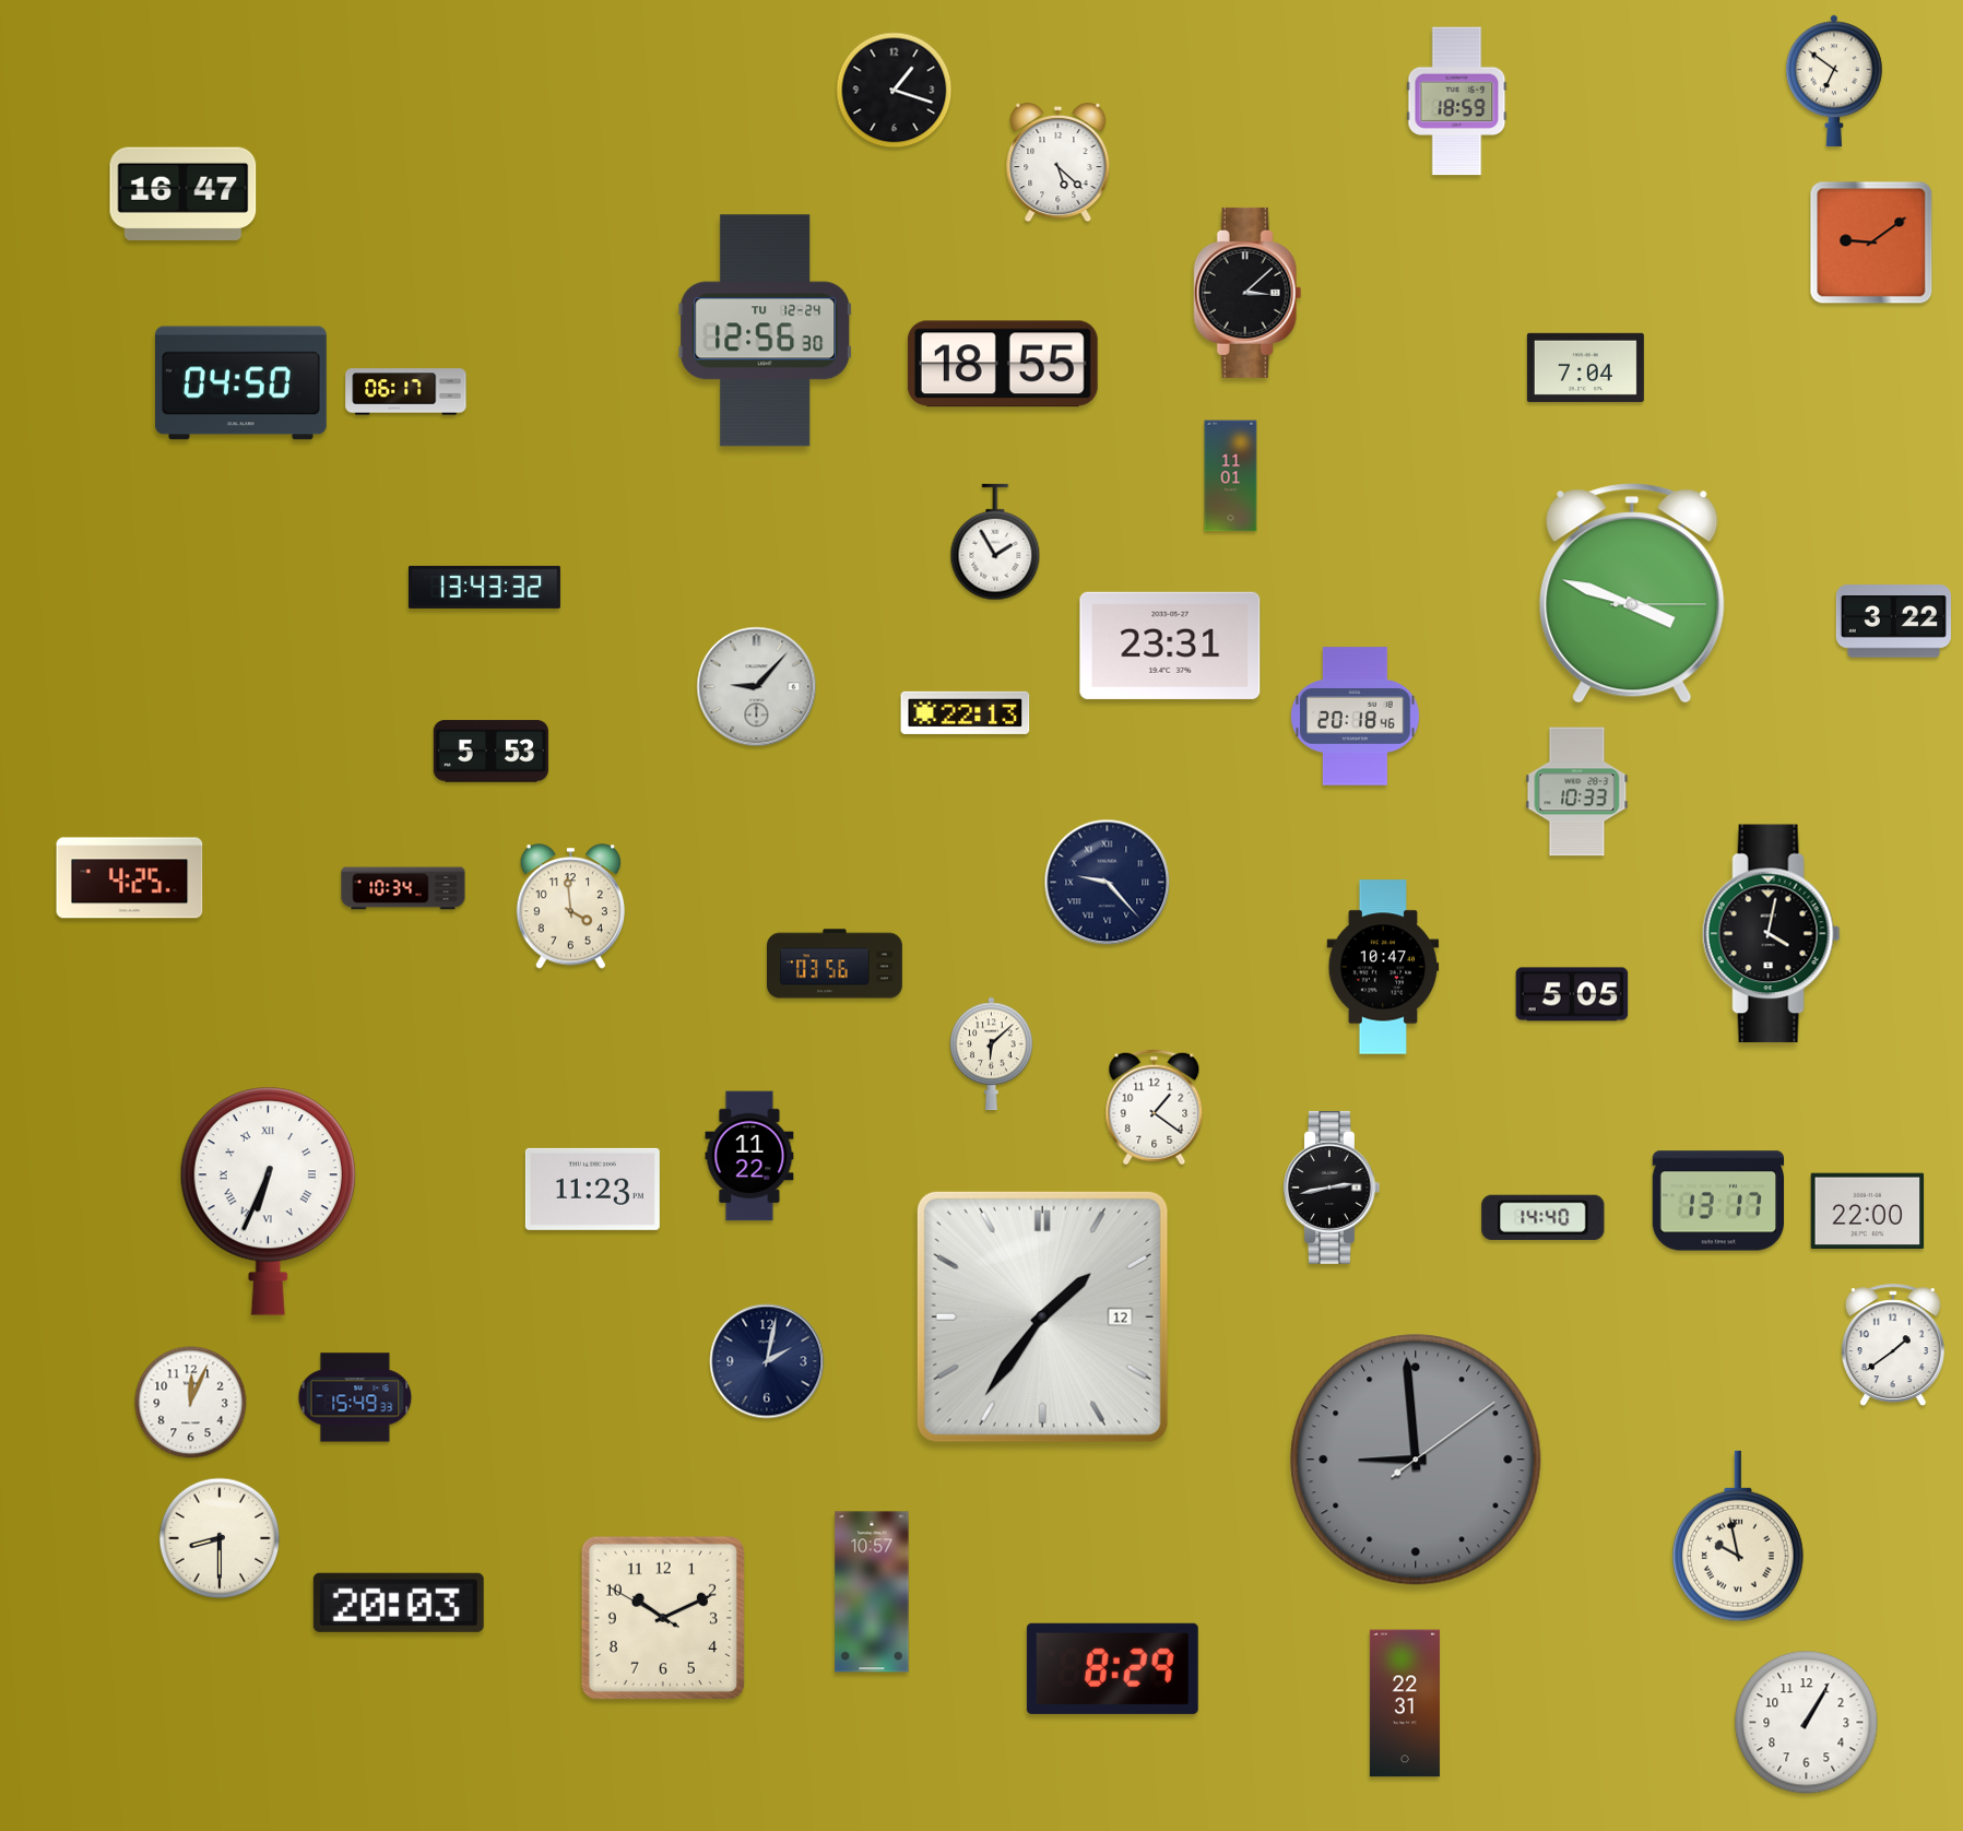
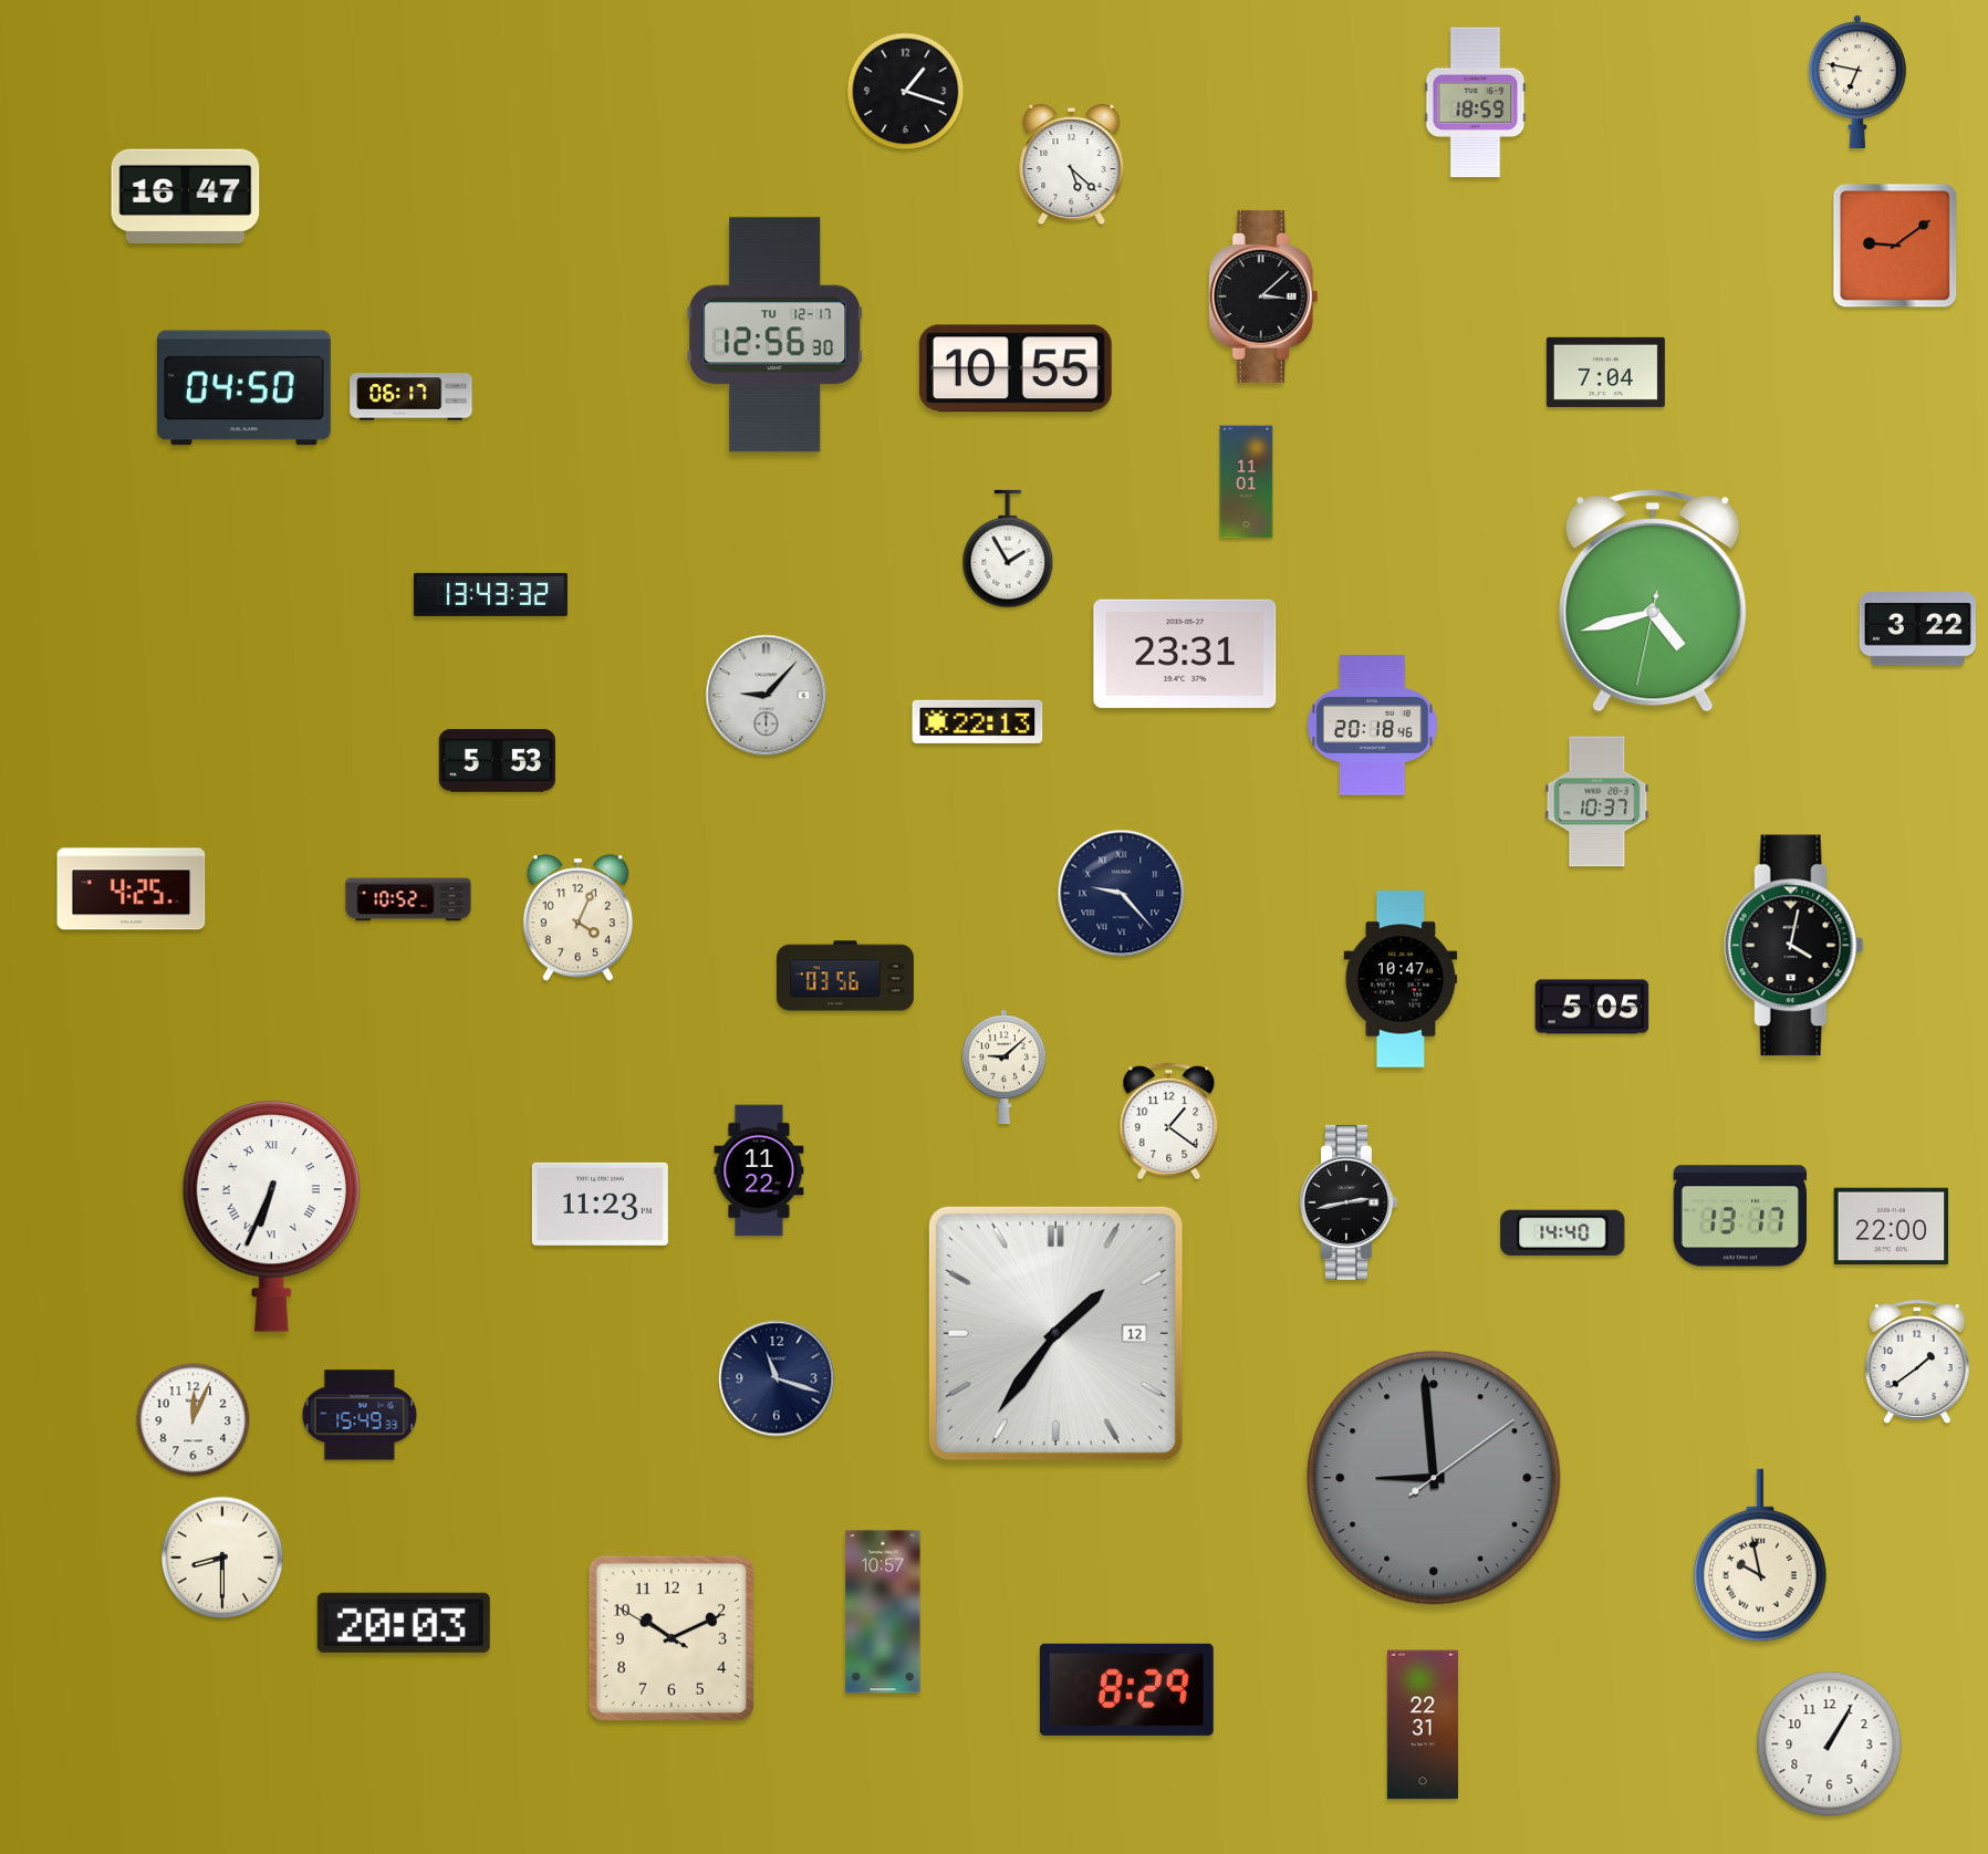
clock at (1835, 81): 6:51 -> 6:47
clock at (766, 331) date: TU 12-24 -> TU 12-17
clock at (1003, 364): 18:55 -> 10:55
clock at (1632, 593): 3:48 -> 4:42
clock at (1577, 792): 10:33 -> 10:37
clock at (403, 888): 10:34 -> 10:52
clock at (570, 907): 3:59 -> 4:04
clock at (992, 1054): 6:08 -> 9:08
clock at (767, 1361): 2:02 -> 11:18
